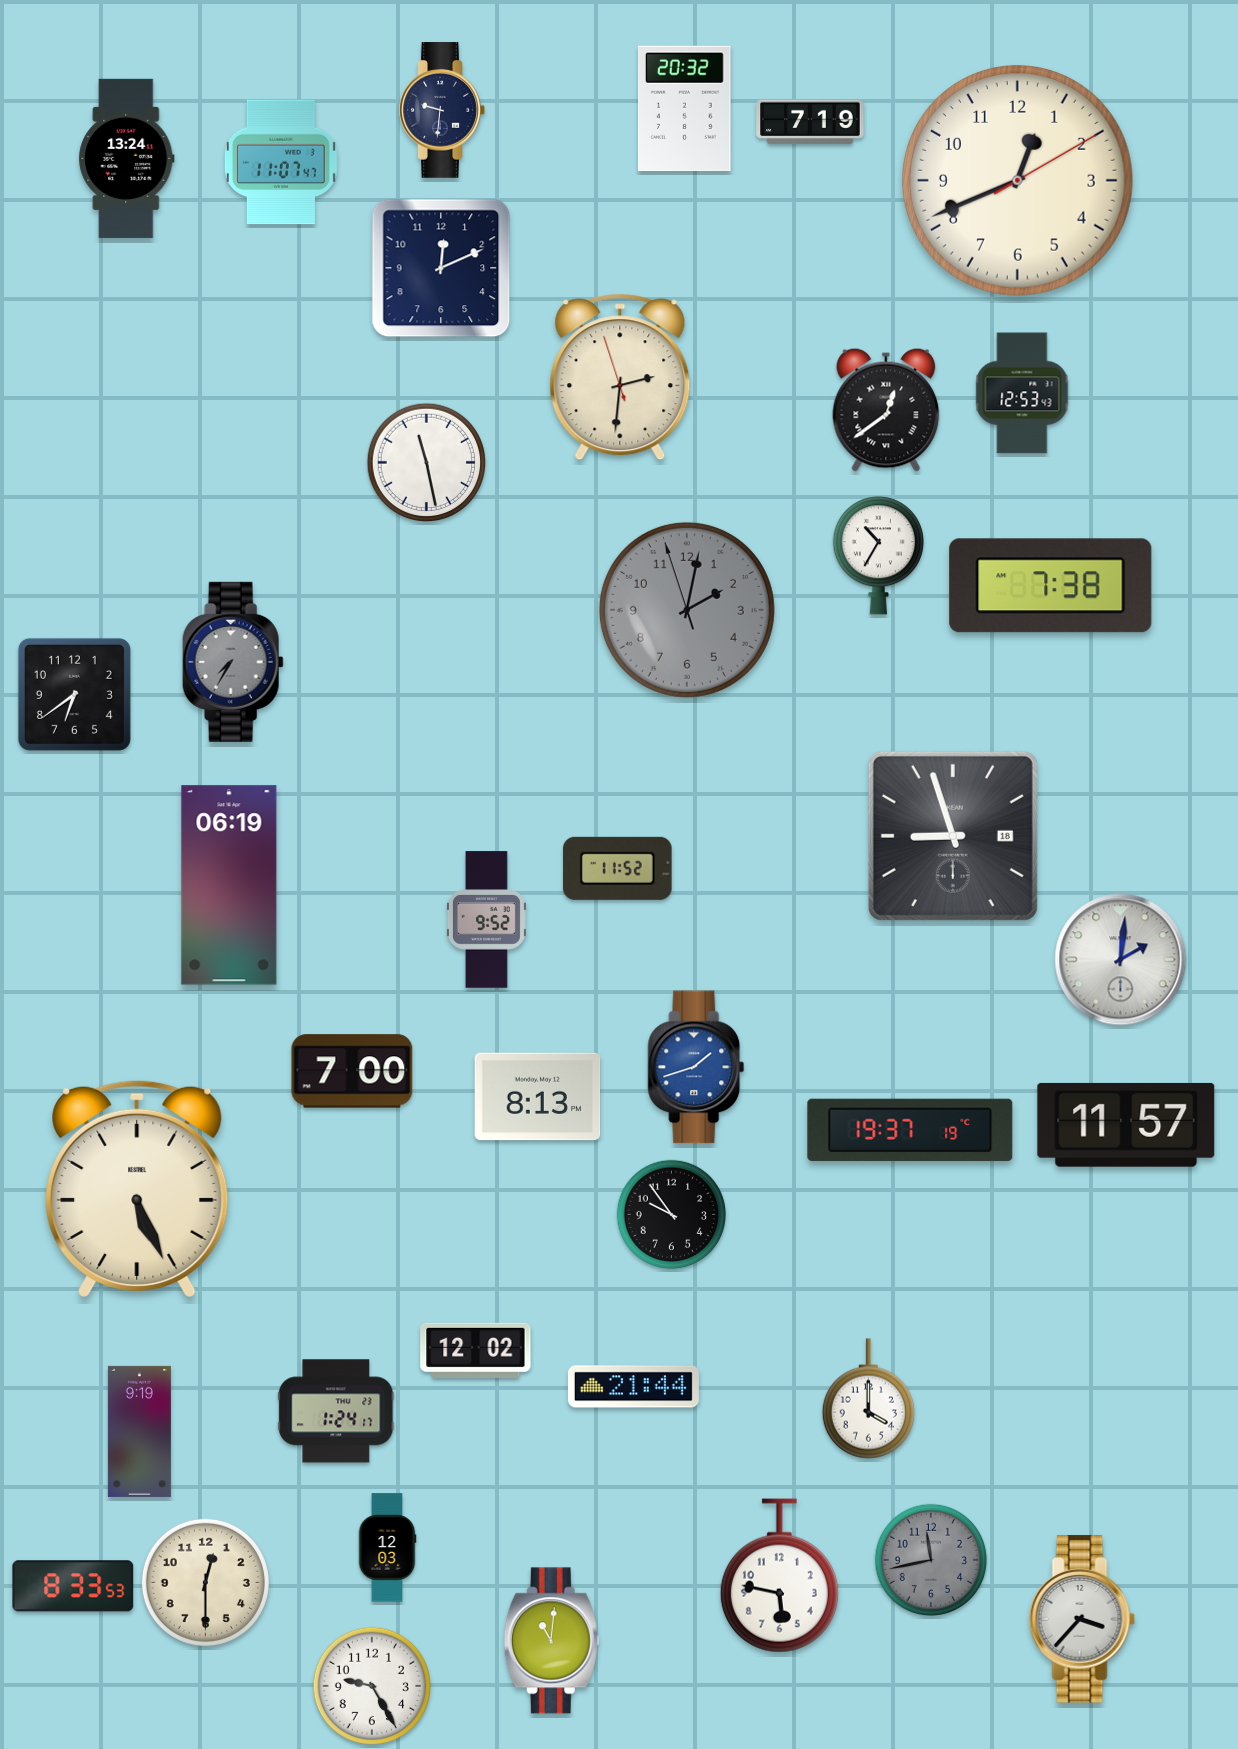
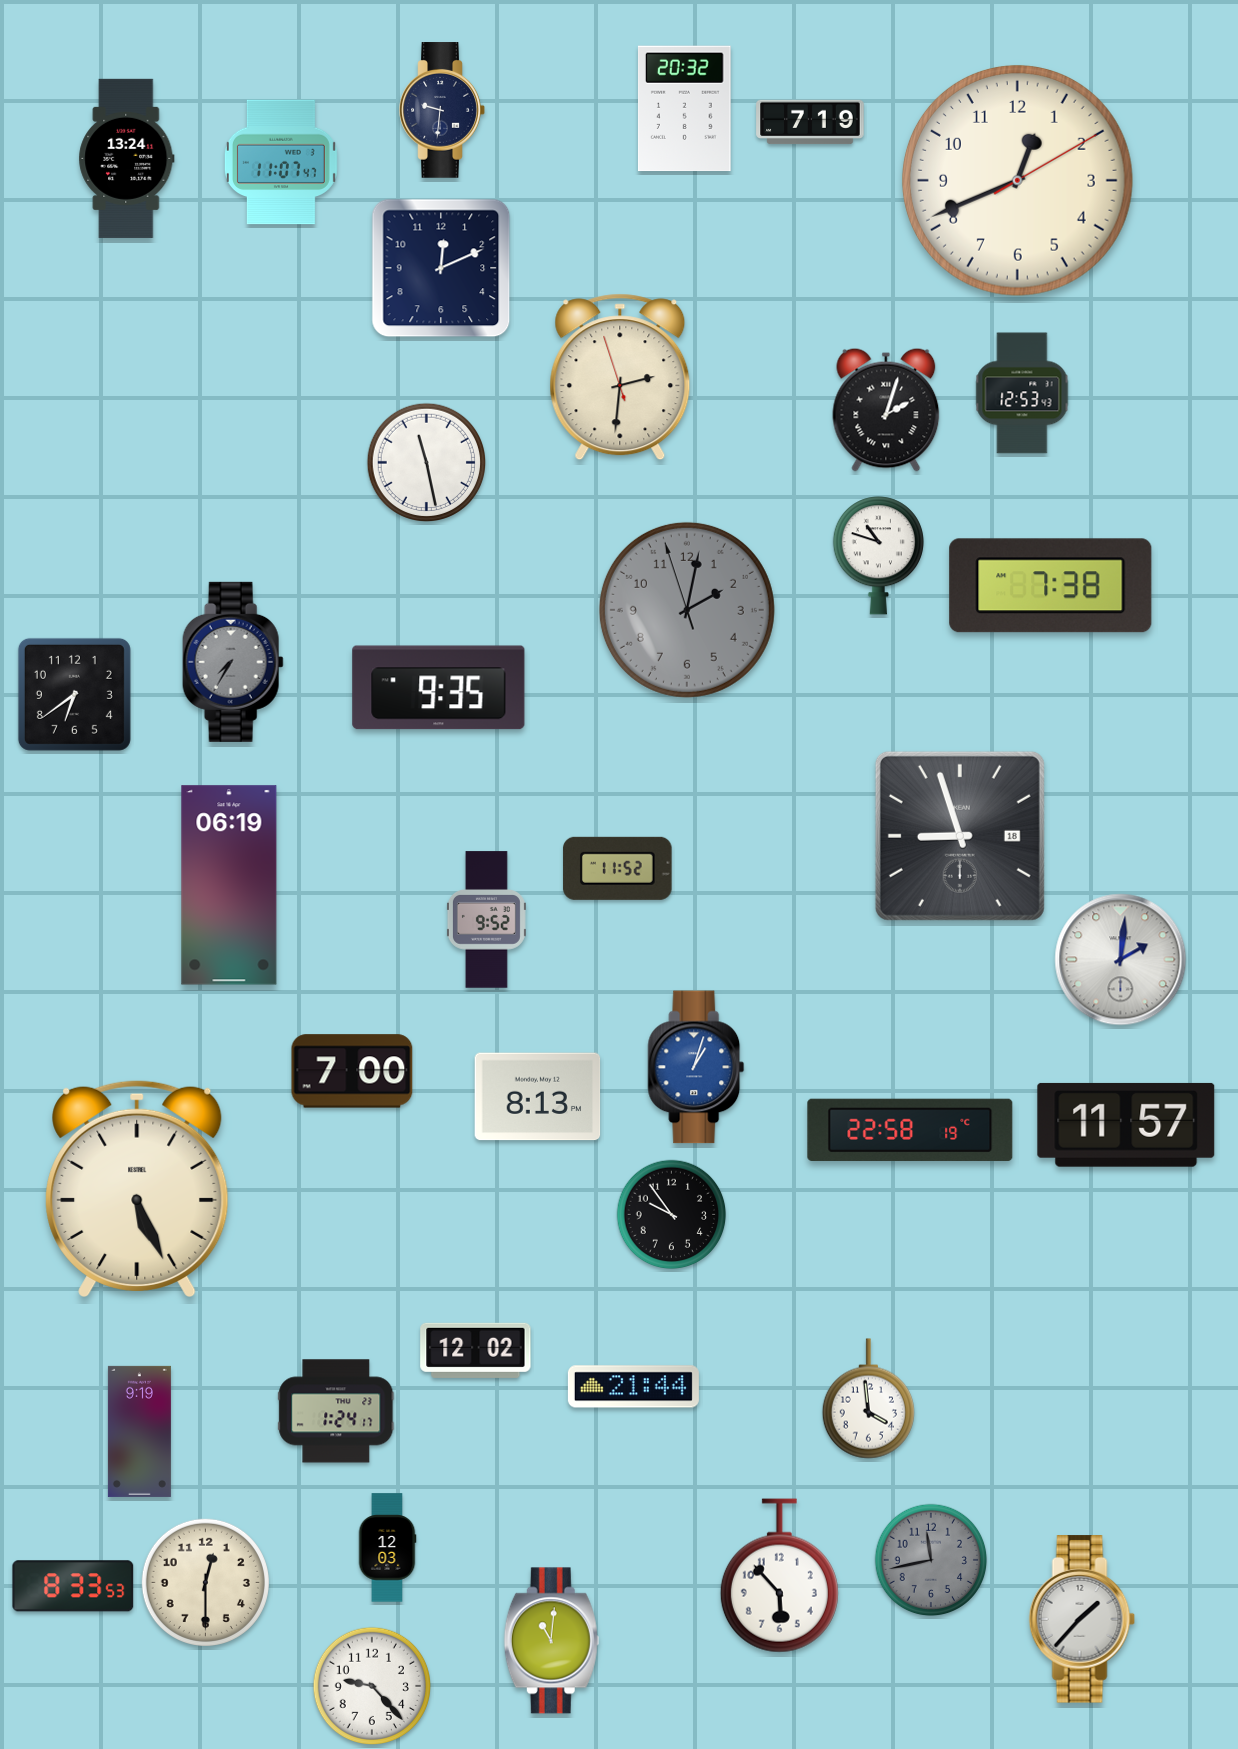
clock at (886, 410): 12:39 -> 2:03
clock at (878, 556): 10:35 -> 10:48
clock at (439, 688): none -> 9:35
clock at (953, 836) position: (953, 836) -> (960, 836)
clock at (696, 1067): 1:42 -> 1:03
clock at (910, 1130): 19:37 -> 22:58
clock at (868, 1399): 4:00 -> 3:59
clock at (779, 1576): 5:47 -> 5:53
clock at (1082, 1619): 3:37 -> 1:37
clock at (371, 1685): 9:25 -> 9:23
